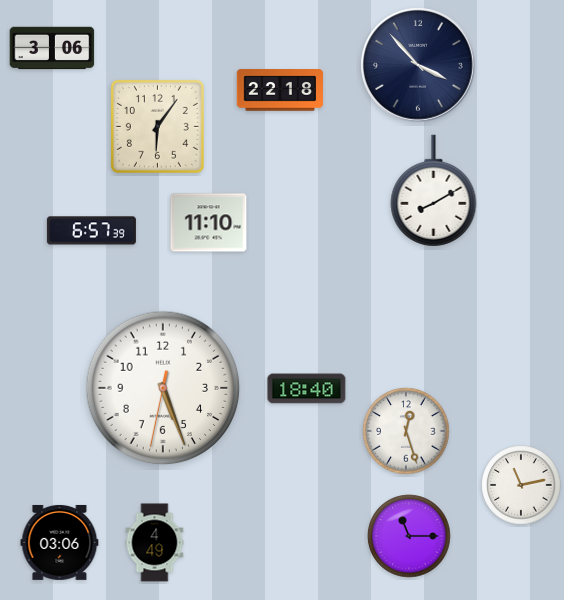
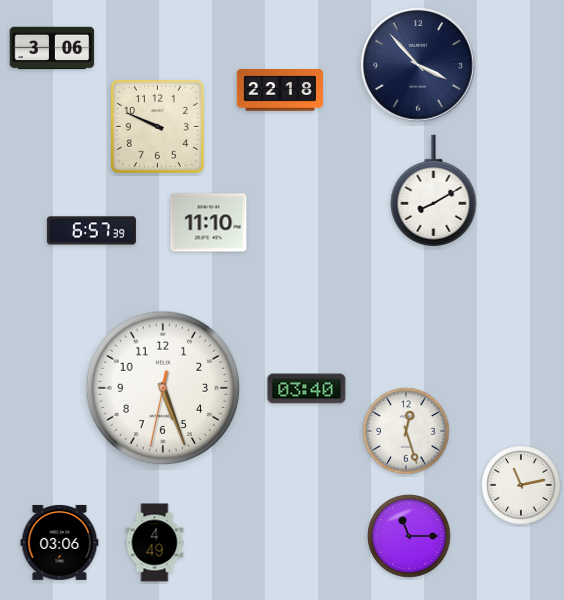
clock at (157, 126): 6:06 -> 9:49
clock at (307, 389): 18:40 -> 03:40
